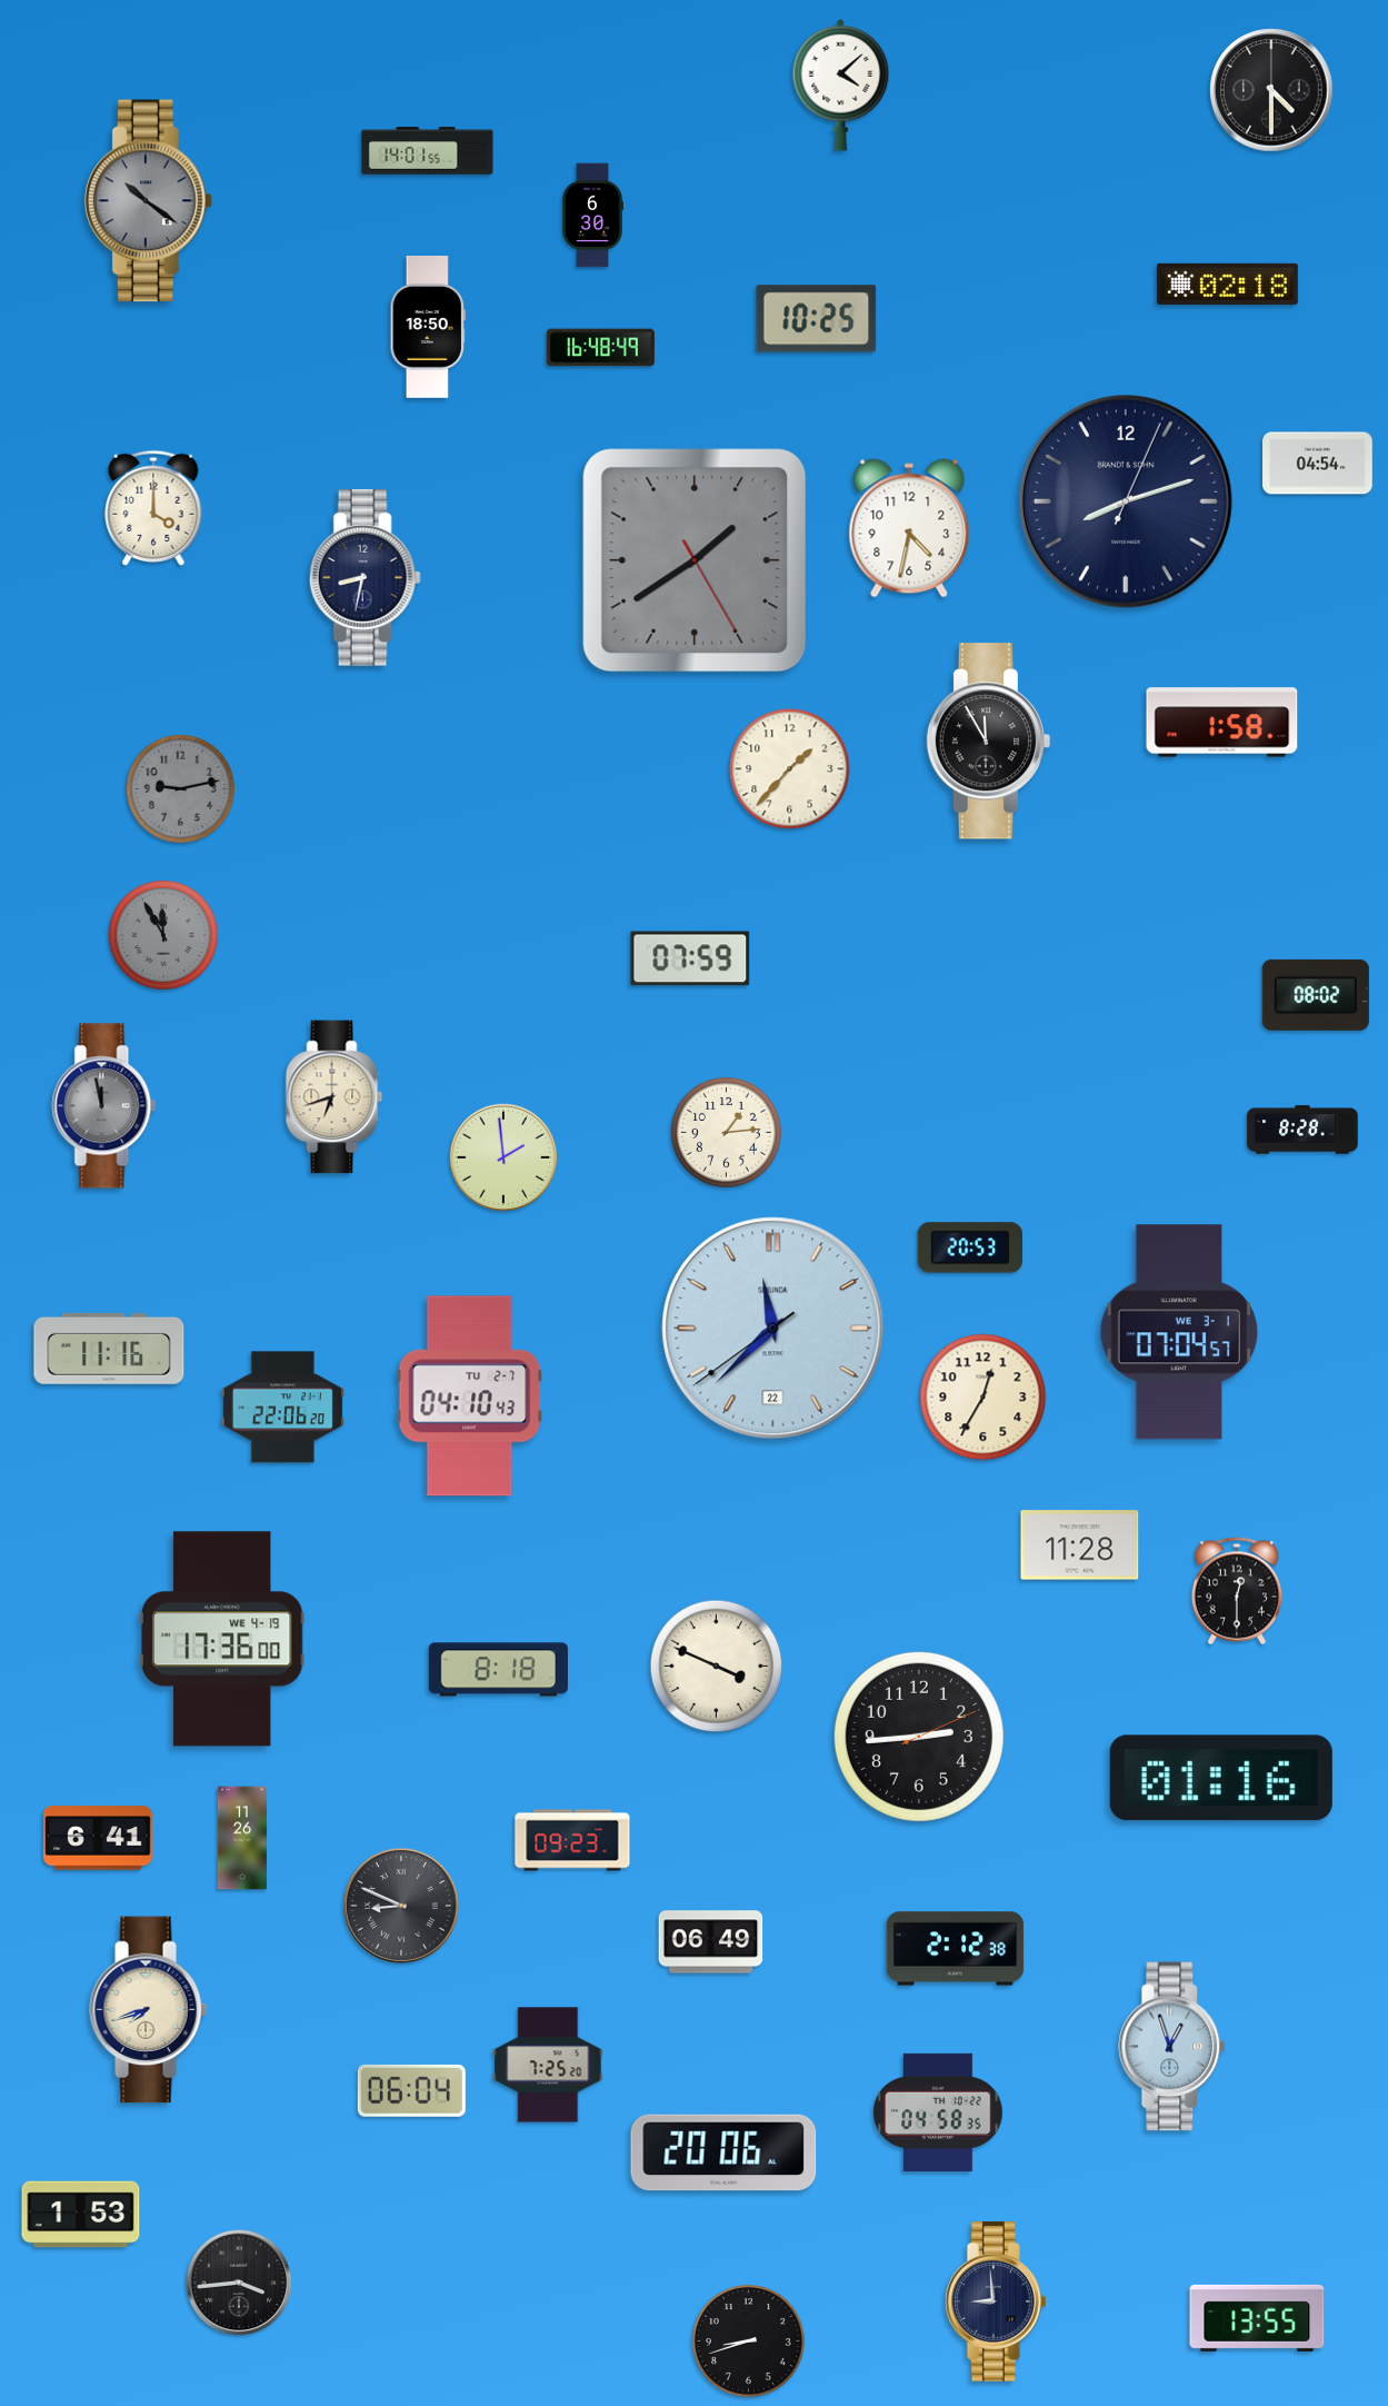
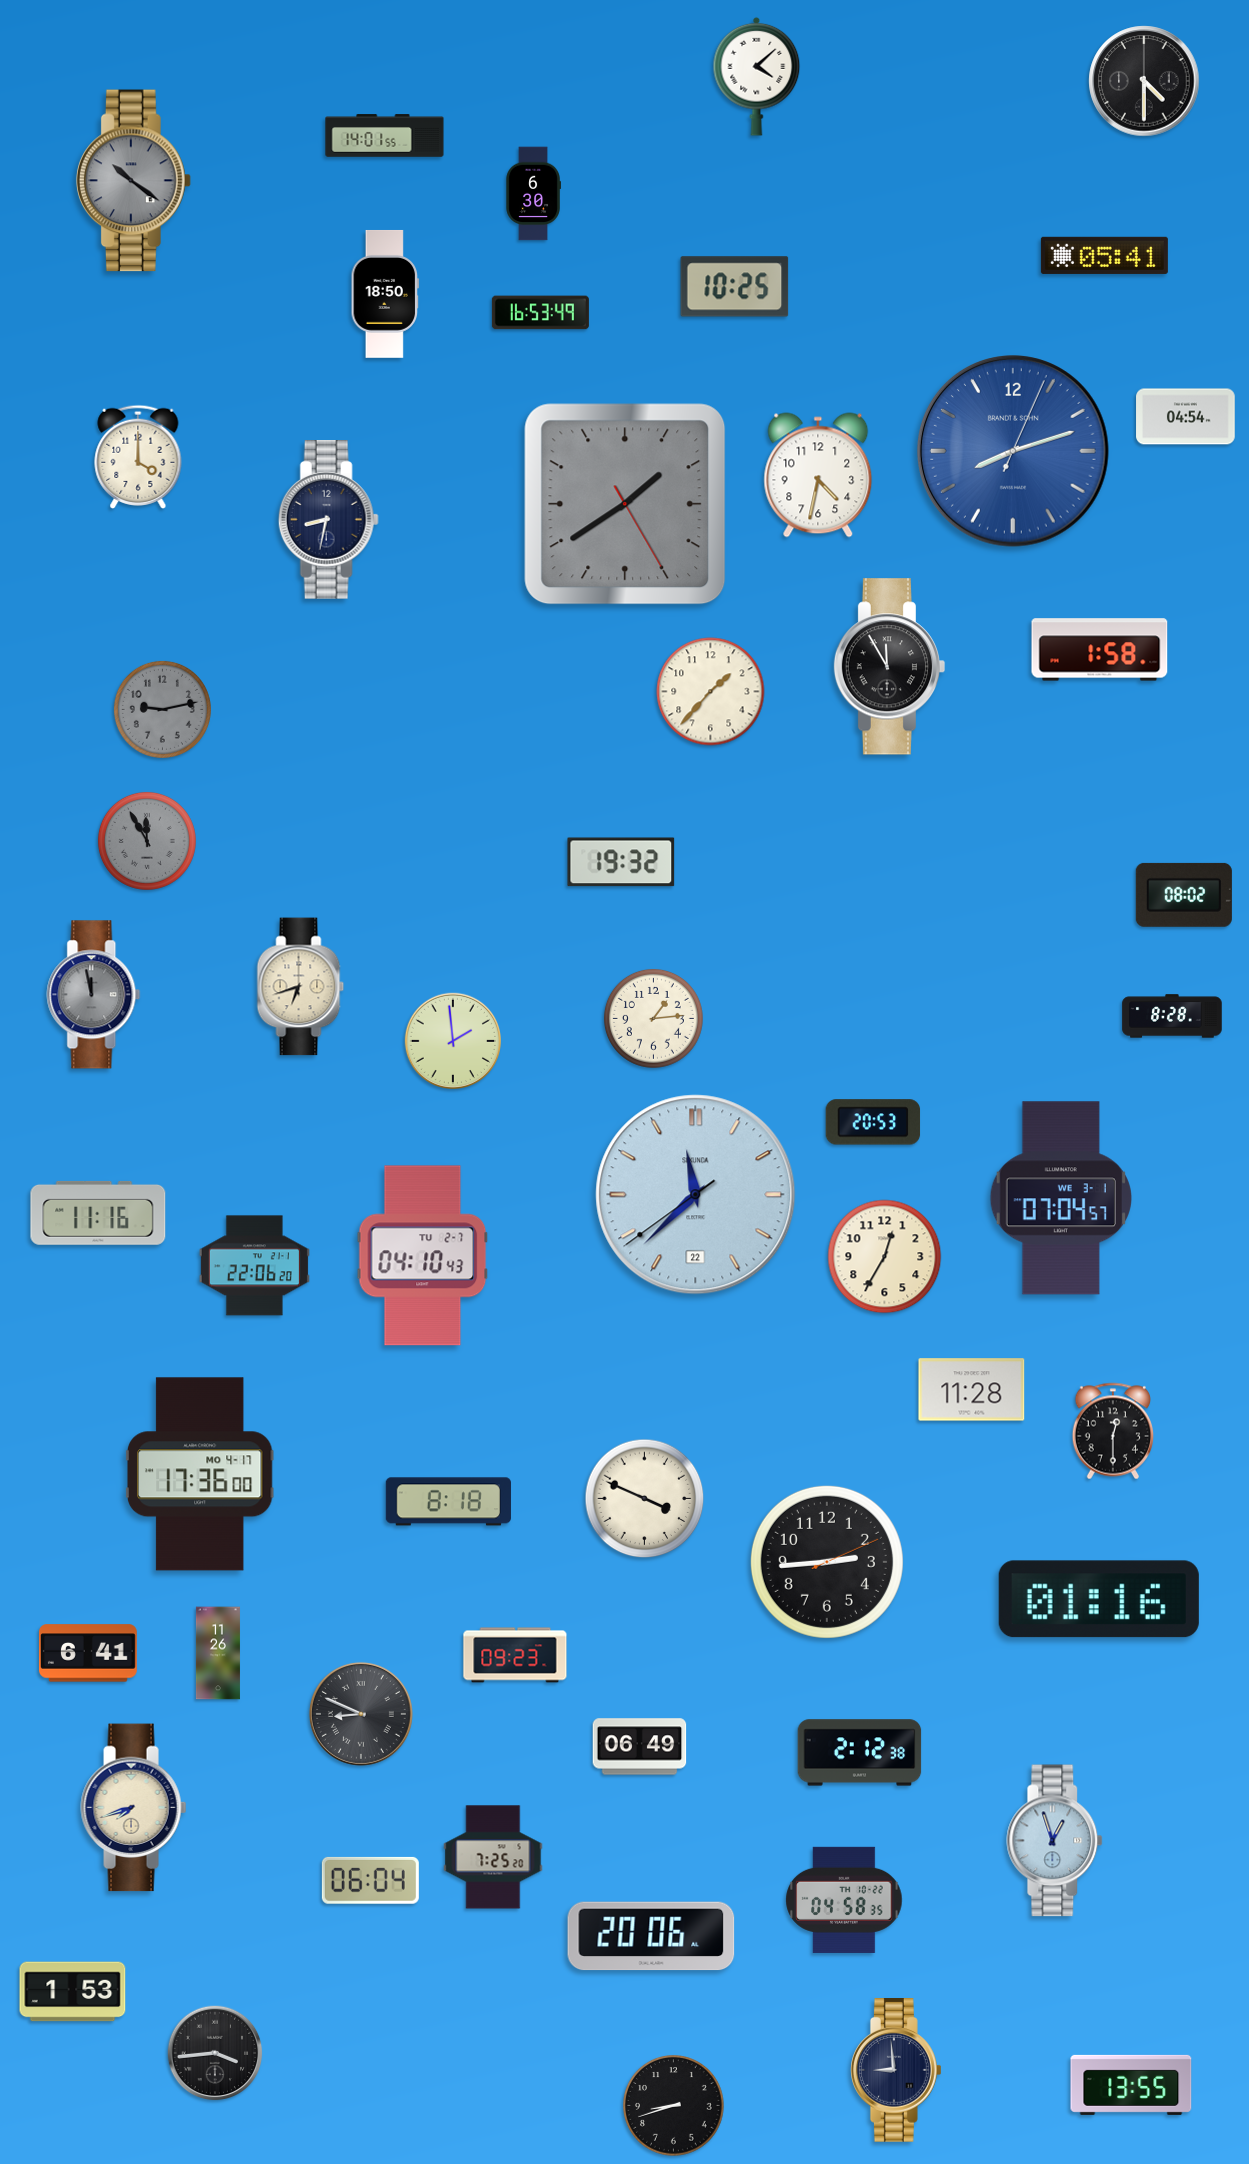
clock at (1227, 284): 02:18 -> 05:41
clock at (600, 348): 16:48 -> 16:53
clock at (1126, 501) dial: navy -> blue
clock at (690, 958): 07:59 -> 19:32
clock at (222, 1639) date: WE 4-19 -> MO 4-17
